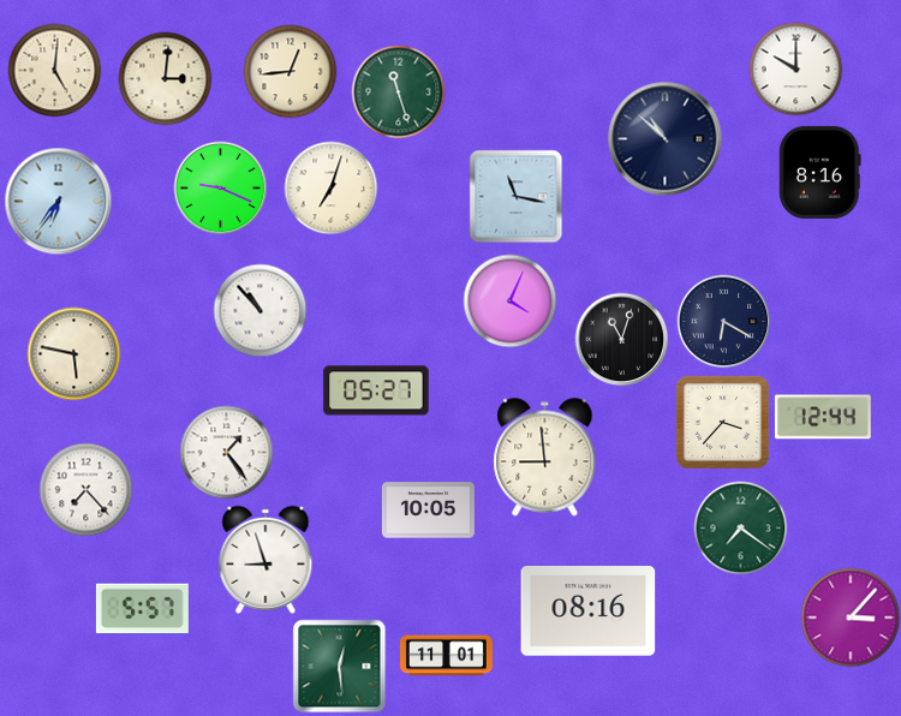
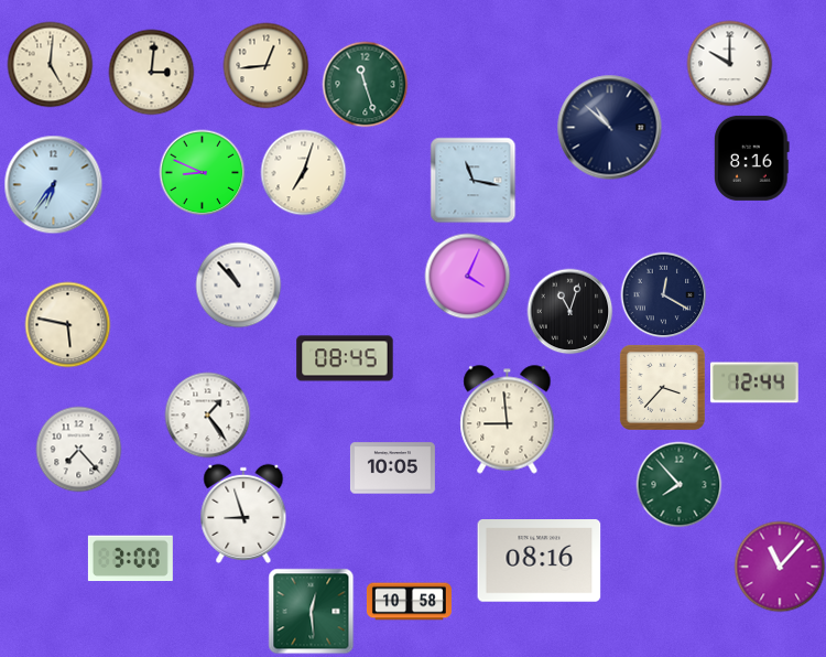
clock at (220, 187): 9:19 -> 8:49
clock at (723, 321): 6:20 -> 12:20
clock at (376, 390): 05:27 -> 08:45
clock at (545, 458) position: (545, 458) -> (508, 420)
clock at (740, 527): 7:21 -> 7:53
clock at (142, 609): 5:57 -> 3:00
clock at (851, 617): 3:07 -> 11:07
clock at (446, 656): 11:01 -> 10:58
